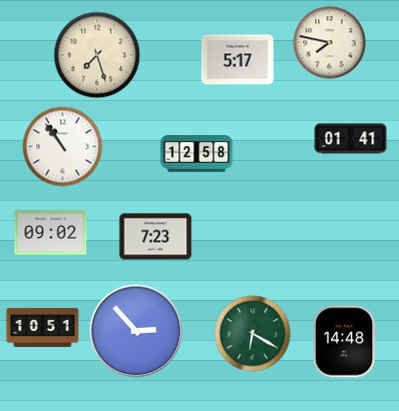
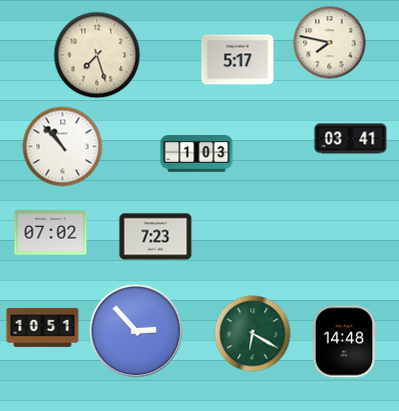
clock at (351, 139): 01:41 -> 03:41
clock at (63, 147): 10:54 -> 10:53
clock at (197, 154): 12:58 -> 1:03
clock at (51, 233): 09:02 -> 07:02
